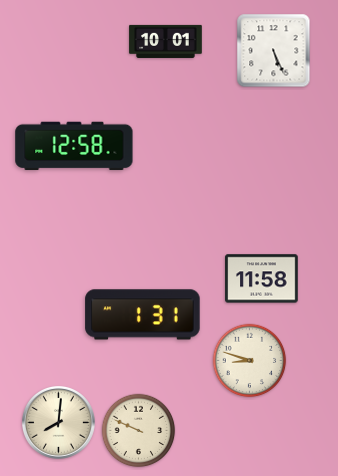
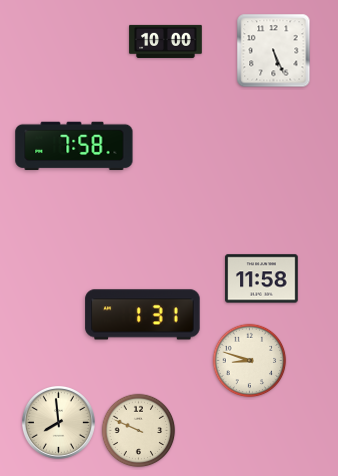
clock at (166, 41): 10:01 -> 10:00
clock at (74, 146): 12:58 -> 7:58
clock at (58, 422): 8:01 -> 7:59
